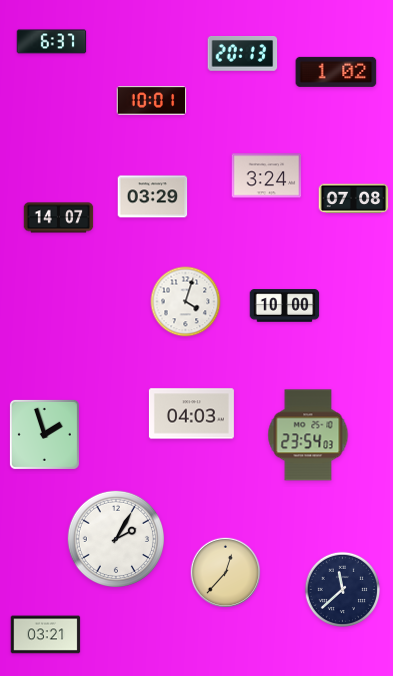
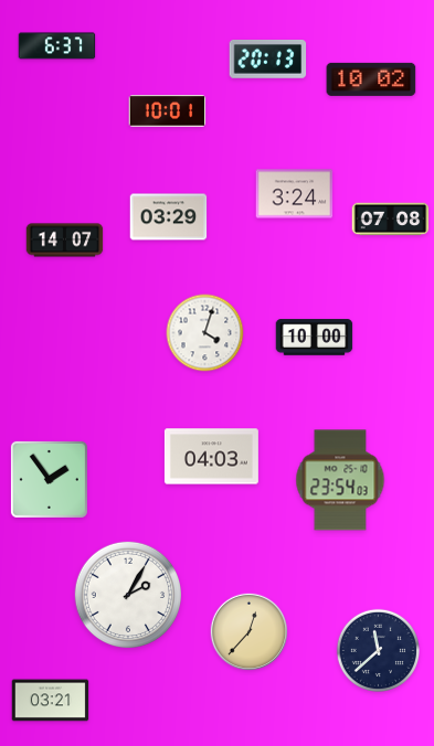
clock at (336, 72): 1:02 -> 10:02
clock at (44, 434): 1:57 -> 1:54
